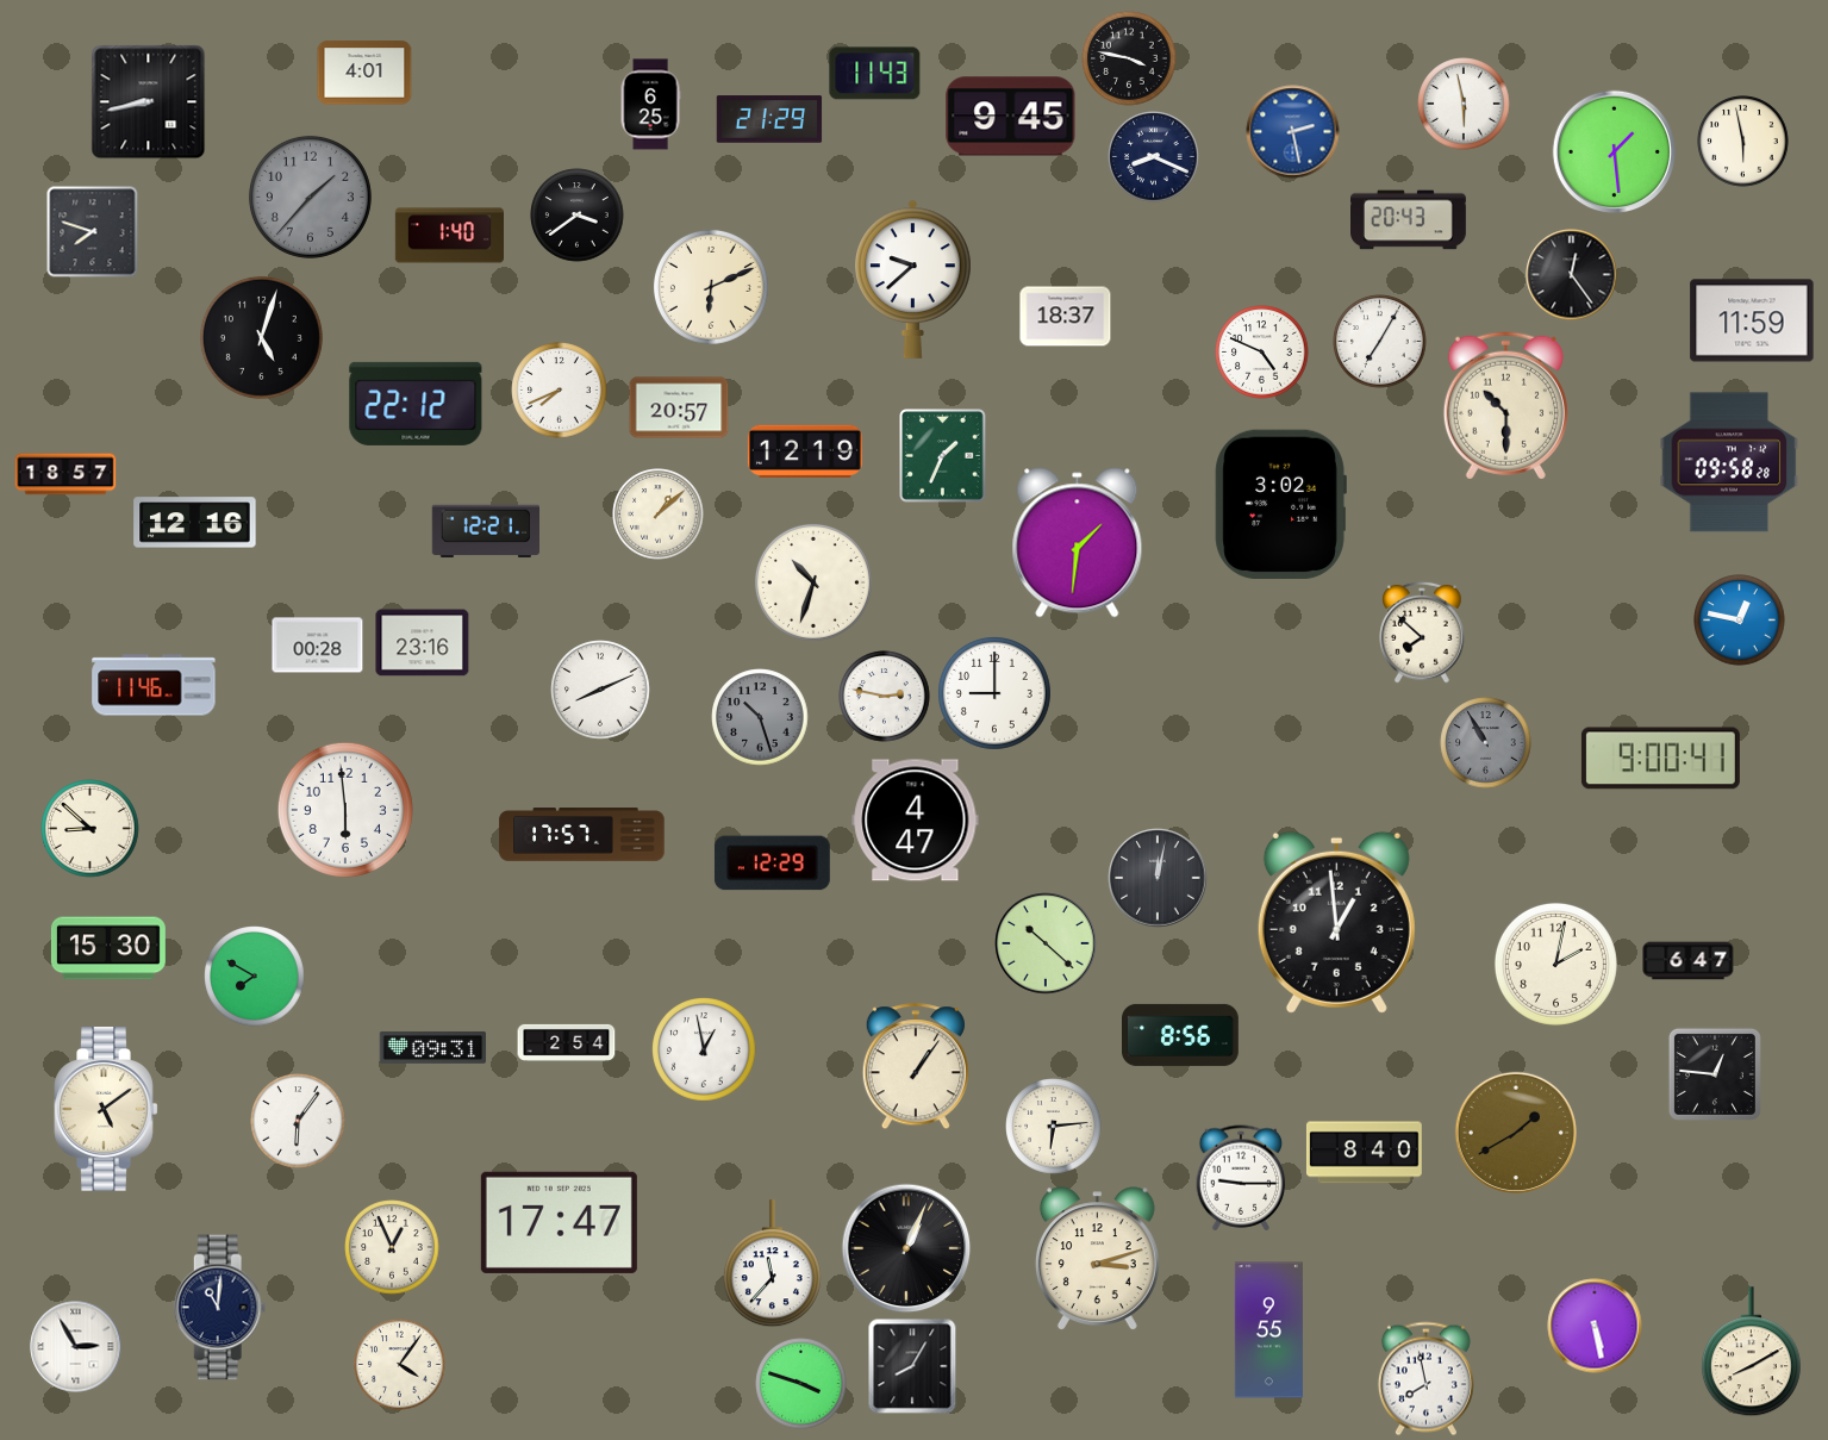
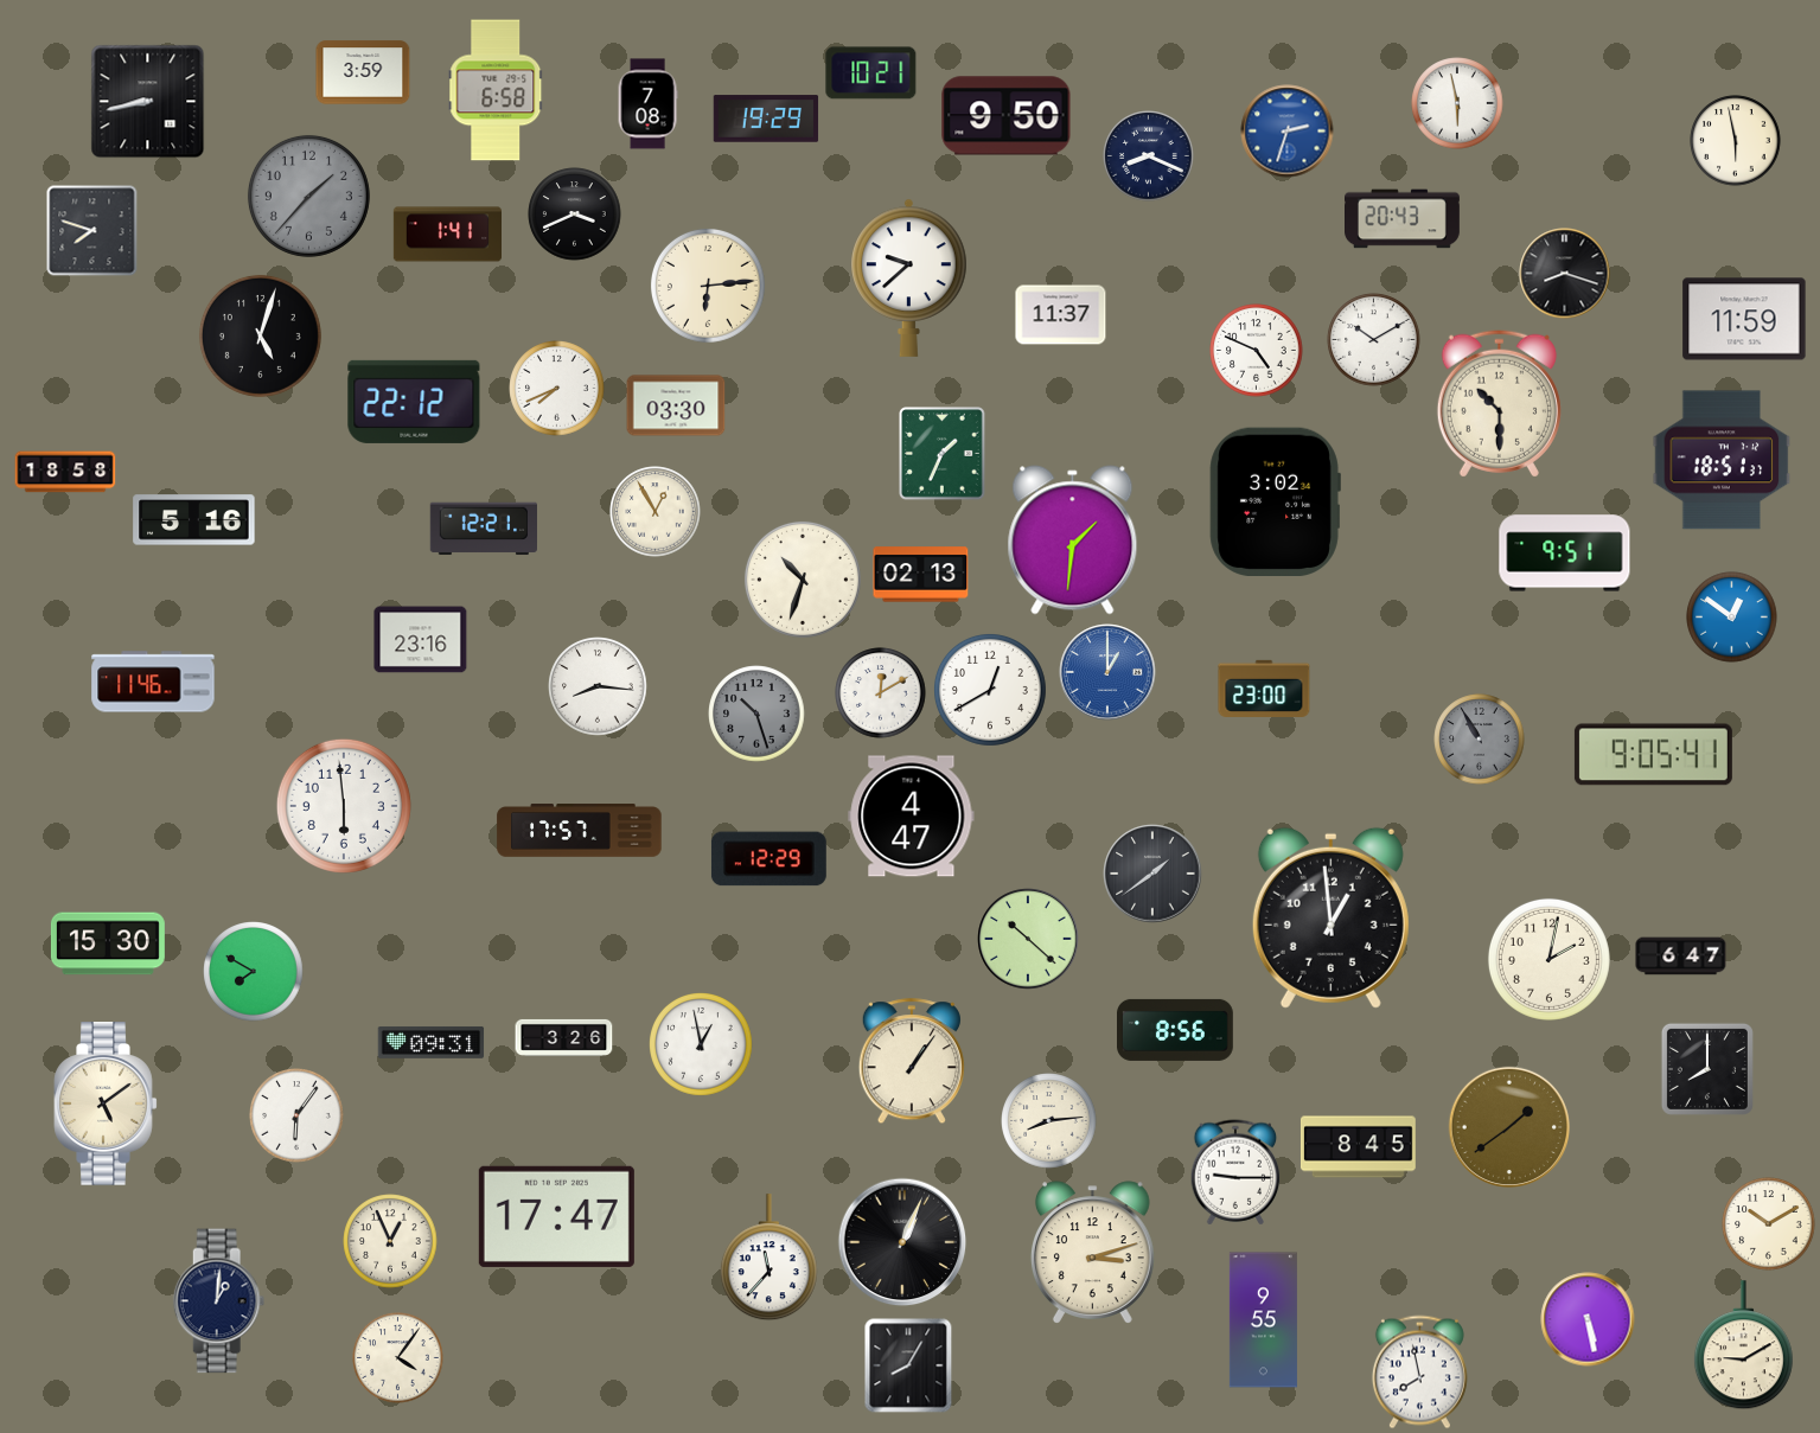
clock at (1129, 58): 3:47 -> none
clock at (364, 73): 4:01 -> 3:59
clock at (875, 74): 11:43 -> 10:21
clock at (496, 90): none -> 6:58
clock at (650, 105): 6:25 -> 7:08
clock at (1011, 117): 9:45 -> 9:50
clock at (769, 119): 21:29 -> 19:29
clock at (1293, 132): 2:28 -> 2:33
clock at (1614, 151): 1:29 -> none
clock at (578, 216): 3:39 -> 3:41
clock at (449, 236): 1:40 -> 1:41
clock at (1572, 275): 12:24 -> 8:18
clock at (711, 287): 6:11 -> 6:14
clock at (1066, 317): 18:37 -> 11:37
clock at (1380, 342): 7:05 -> 10:10
clock at (679, 407): 20:57 -> 03:30
clock at (805, 450): 12:19 -> none
clock at (943, 456) position: (943, 456) -> (943, 454)
clock at (1729, 462): 09:58 -> 18:51
clock at (65, 474): 18:57 -> 18:58
clock at (659, 515): 1:08 -> 12:55
clock at (195, 523): 12:16 -> 5:16
clock at (1565, 554): none -> 9:51
clock at (921, 575): none -> 02:13
clock at (813, 582) position: (813, 582) -> (803, 580)
clock at (1740, 621): 12:47 -> 12:51
clock at (1422, 632): 7:52 -> none
clock at (318, 646): 00:28 -> none
clock at (1107, 672): none -> 1:00
clock at (600, 690): 8:11 -> 8:16
clock at (1264, 689): none -> 23:00
clock at (994, 693): 9:00 -> 12:40
clock at (885, 697): 2:47 -> 12:10
clock at (1660, 759): 9:00 -> 9:05
clock at (91, 829): 8:52 -> none
clock at (1158, 878): 12:02 -> 1:39
clock at (1046, 943) position: (1046, 943) -> (1028, 939)
clock at (567, 1042): 2:54 -> 3:26
clock at (1715, 1074): 12:46 -> 8:00
clock at (1054, 1127): 6:14 -> 8:14
clock at (1515, 1132): 1:40 -> 1:39
clock at (1364, 1153): 8:40 -> 8:45
clock at (1769, 1224): none -> 10:10
clock at (220, 1308): 11:01 -> 1:01
clock at (1268, 1330) position: (1268, 1330) -> (1263, 1320)
clock at (76, 1347): 2:55 -> none
clock at (1751, 1352): 8:10 -> 9:10
clock at (912, 1366) position: (912, 1366) -> (908, 1365)
clock at (801, 1384): 3:48 -> none
